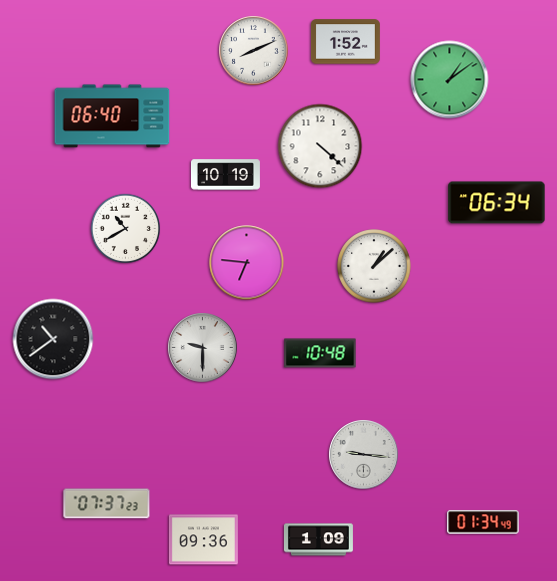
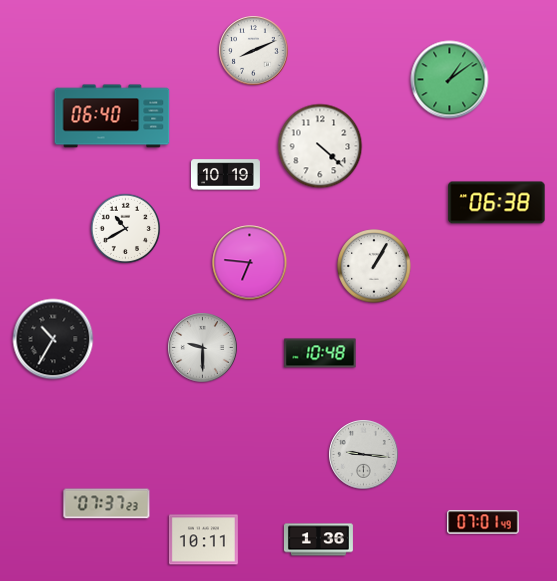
clock at (345, 42): 1:52 -> none
clock at (497, 203): 06:34 -> 06:38
clock at (247, 263) position: (247, 263) -> (250, 263)
clock at (374, 266): 1:08 -> 1:05
clock at (53, 339): 10:39 -> 10:35
clock at (483, 522): 01:34 -> 07:01
clock at (203, 540): 09:36 -> 10:11
clock at (318, 540): 1:09 -> 1:36
